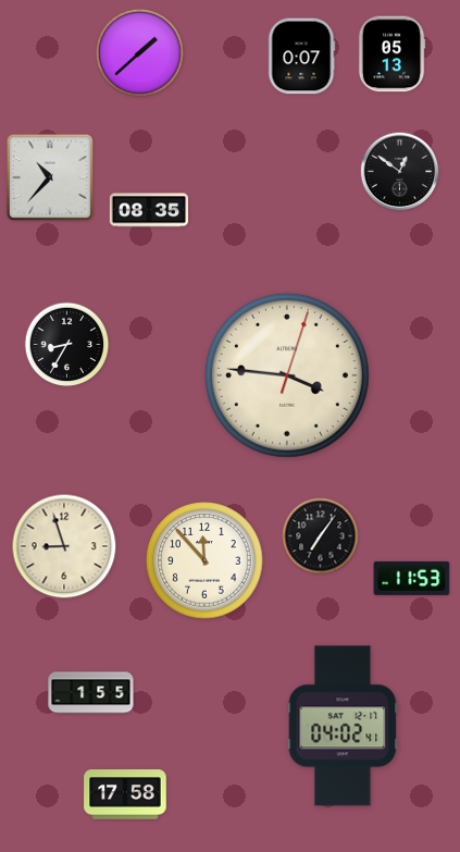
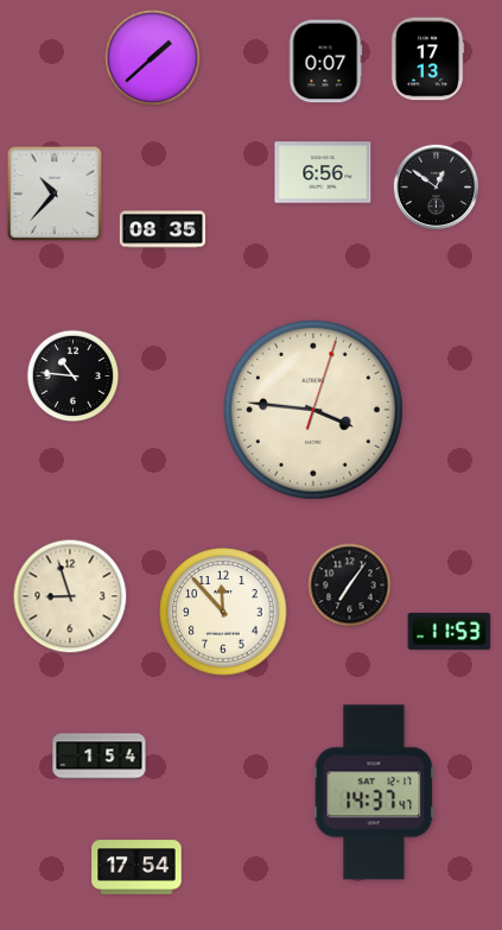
clock at (391, 54): 05:13 -> 17:13
clock at (301, 57) position: (301, 57) -> (325, 62)
clock at (323, 172): none -> 6:56
clock at (67, 345): 8:35 -> 10:46
clock at (91, 693): 1:55 -> 1:54
clock at (343, 726): 04:02 -> 14:37
clock at (125, 794): 17:58 -> 17:54
